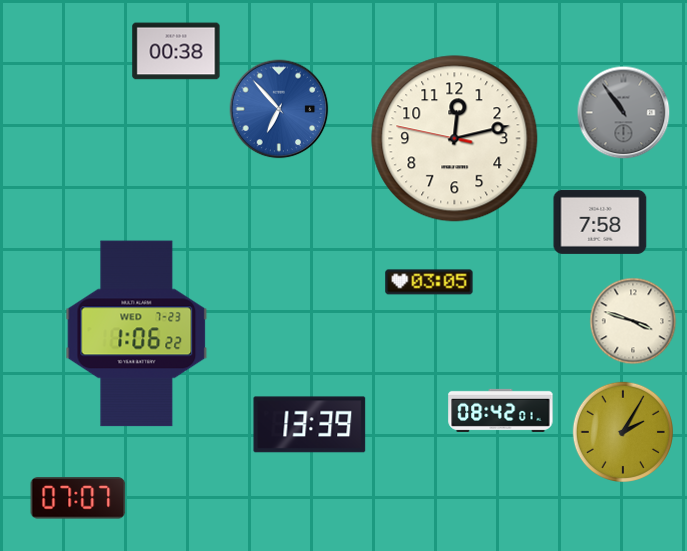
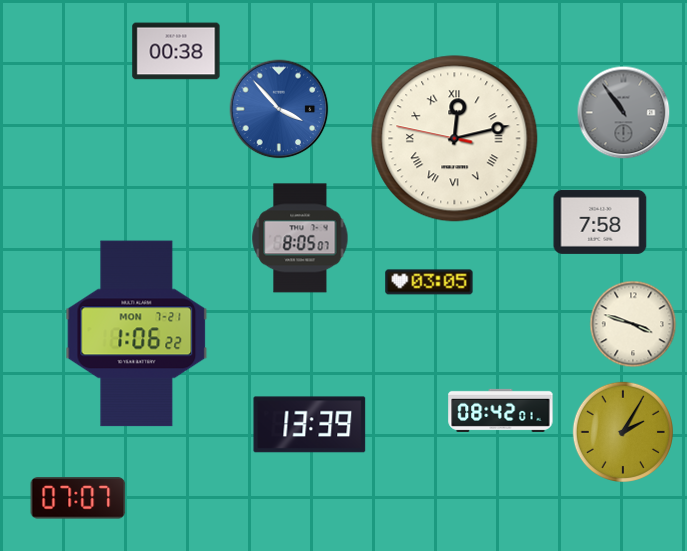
clock at (279, 109): 6:53 -> 3:53
clock at (455, 139) numerals: Arabic -> Roman
clock at (300, 238): none -> 8:05
clock at (633, 321) position: (633, 321) -> (633, 324)
clock at (137, 334) date: WED 7-23 -> MON 7-21
